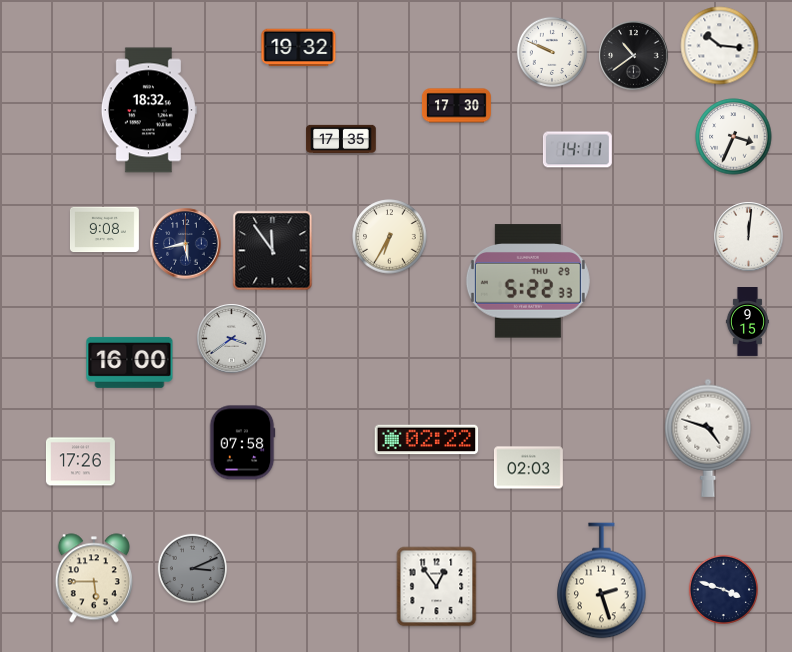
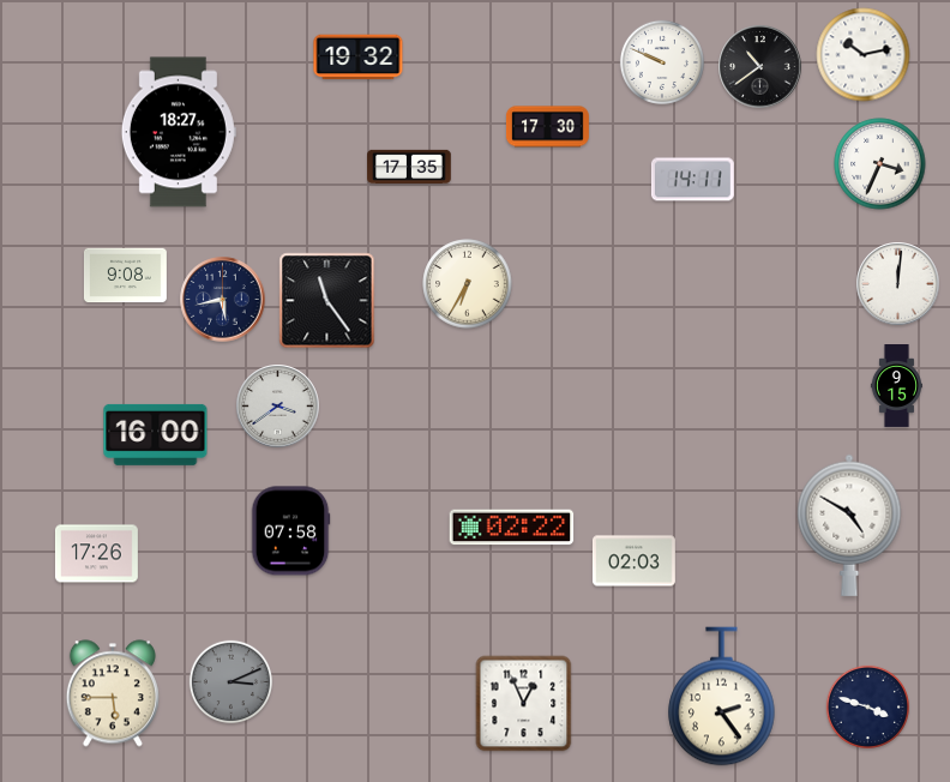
clock at (720, 46): 10:16 -> 10:13
clock at (149, 110): 18:32 -> 18:27
clock at (186, 244) position: (186, 244) -> (223, 300)
clock at (273, 251): 11:54 -> 11:24
clock at (528, 281): 5:22 -> none
clock at (708, 438): 4:48 -> 4:50
clock at (602, 581): 2:27 -> 2:24
clock at (437, 587): 12:54 -> 12:56
